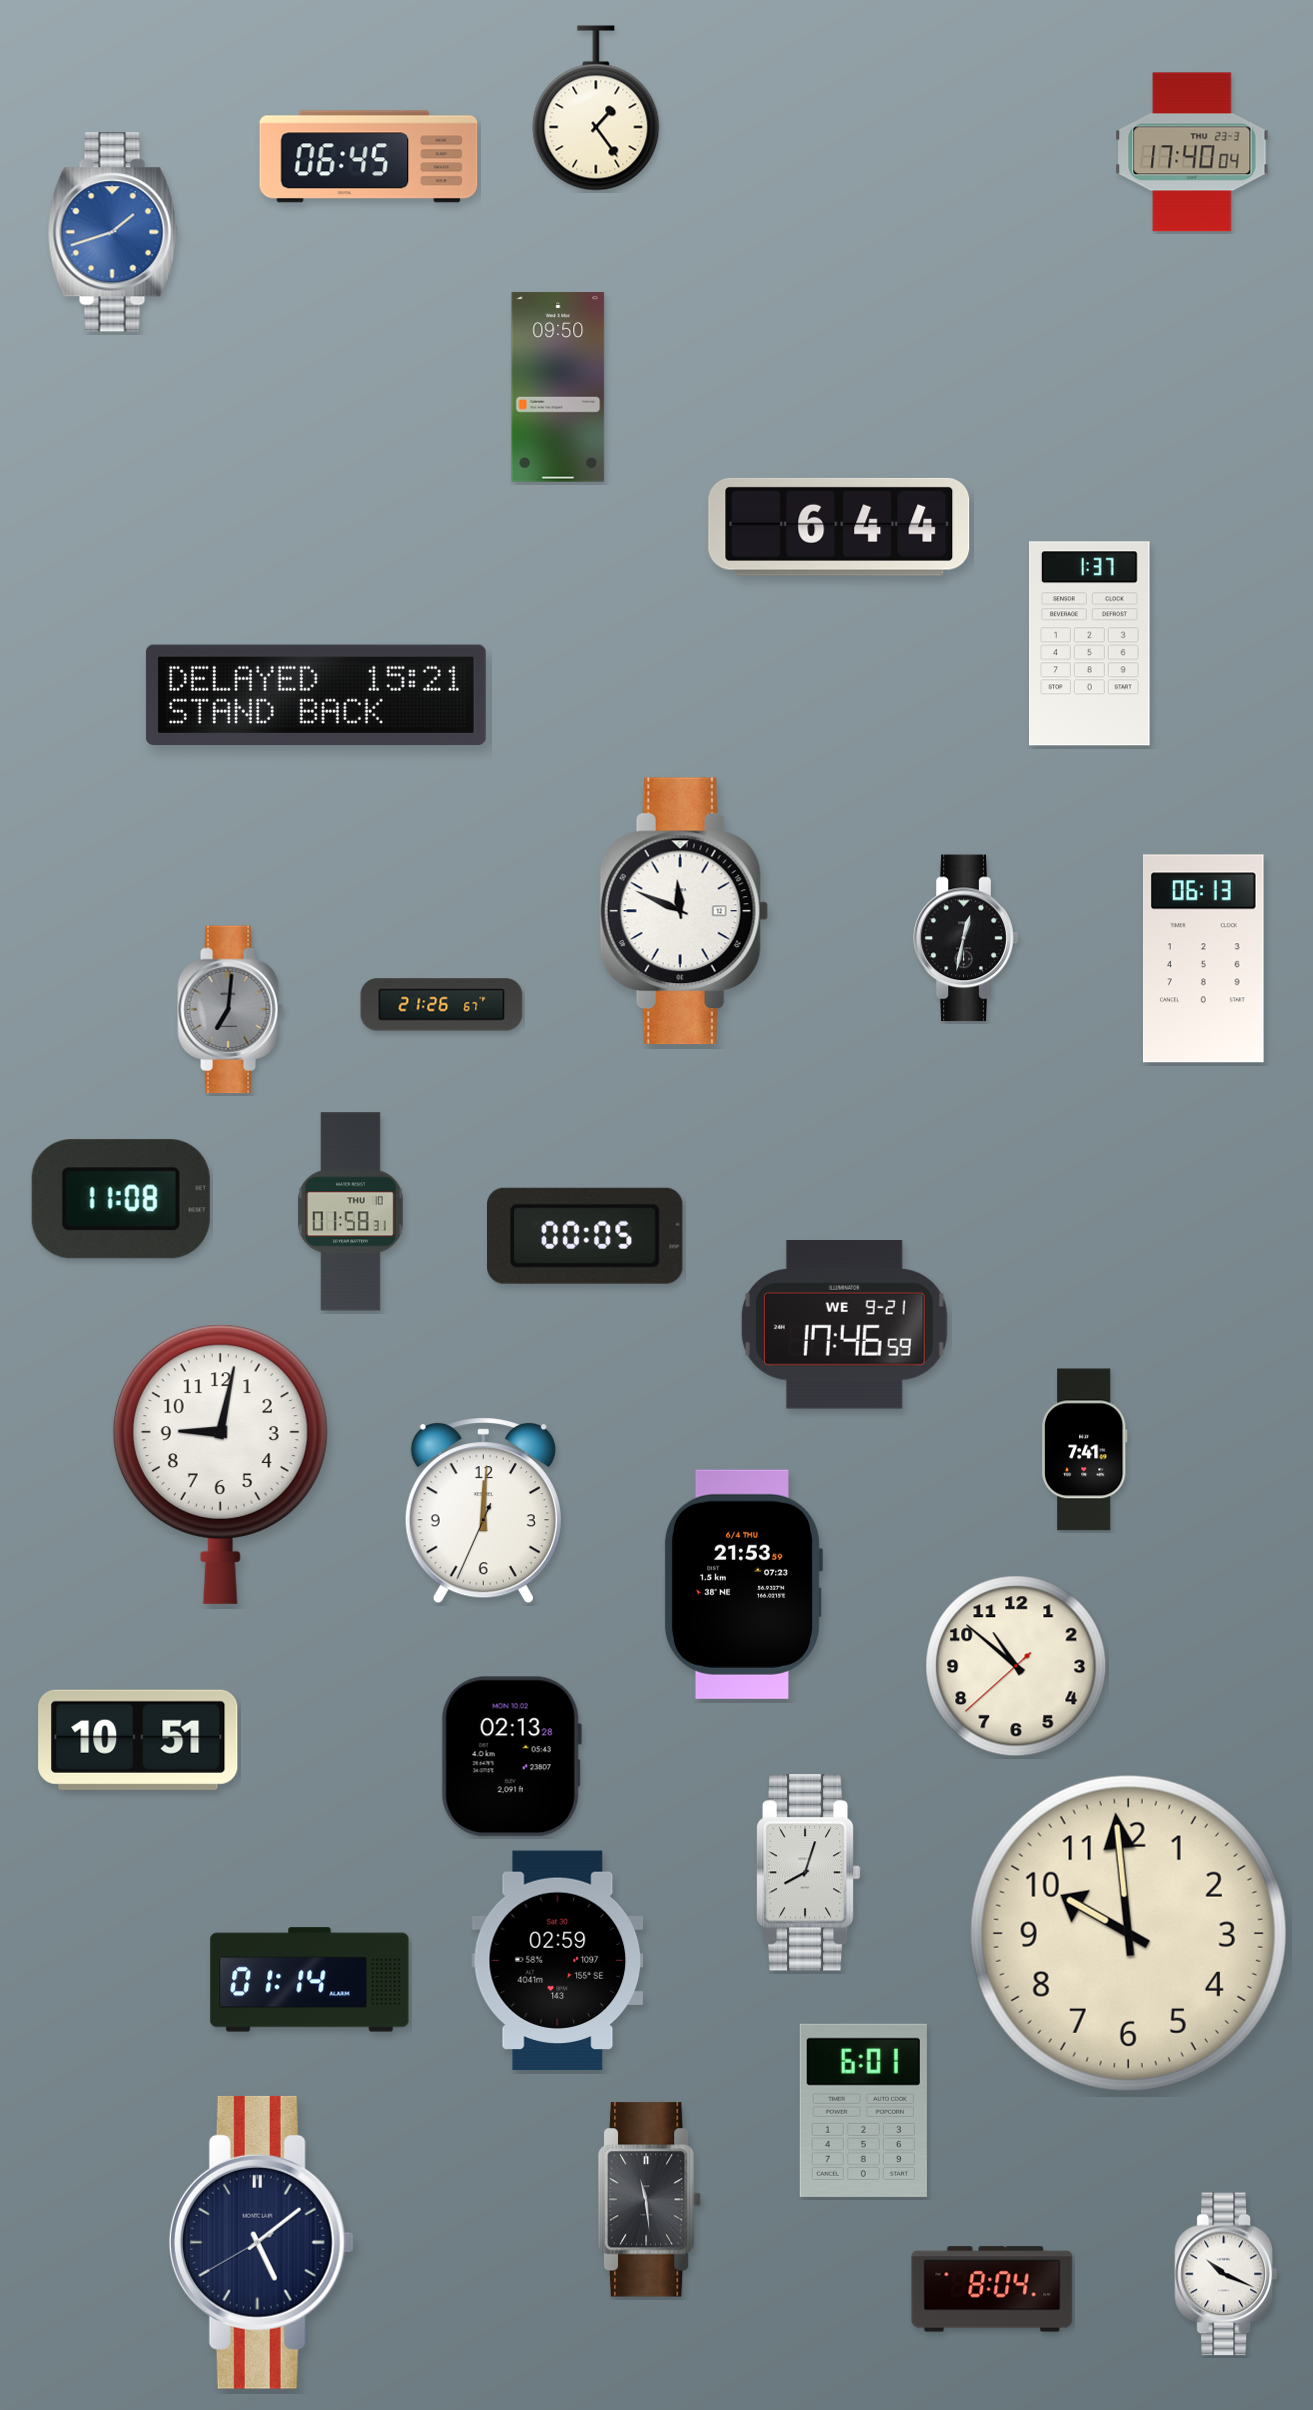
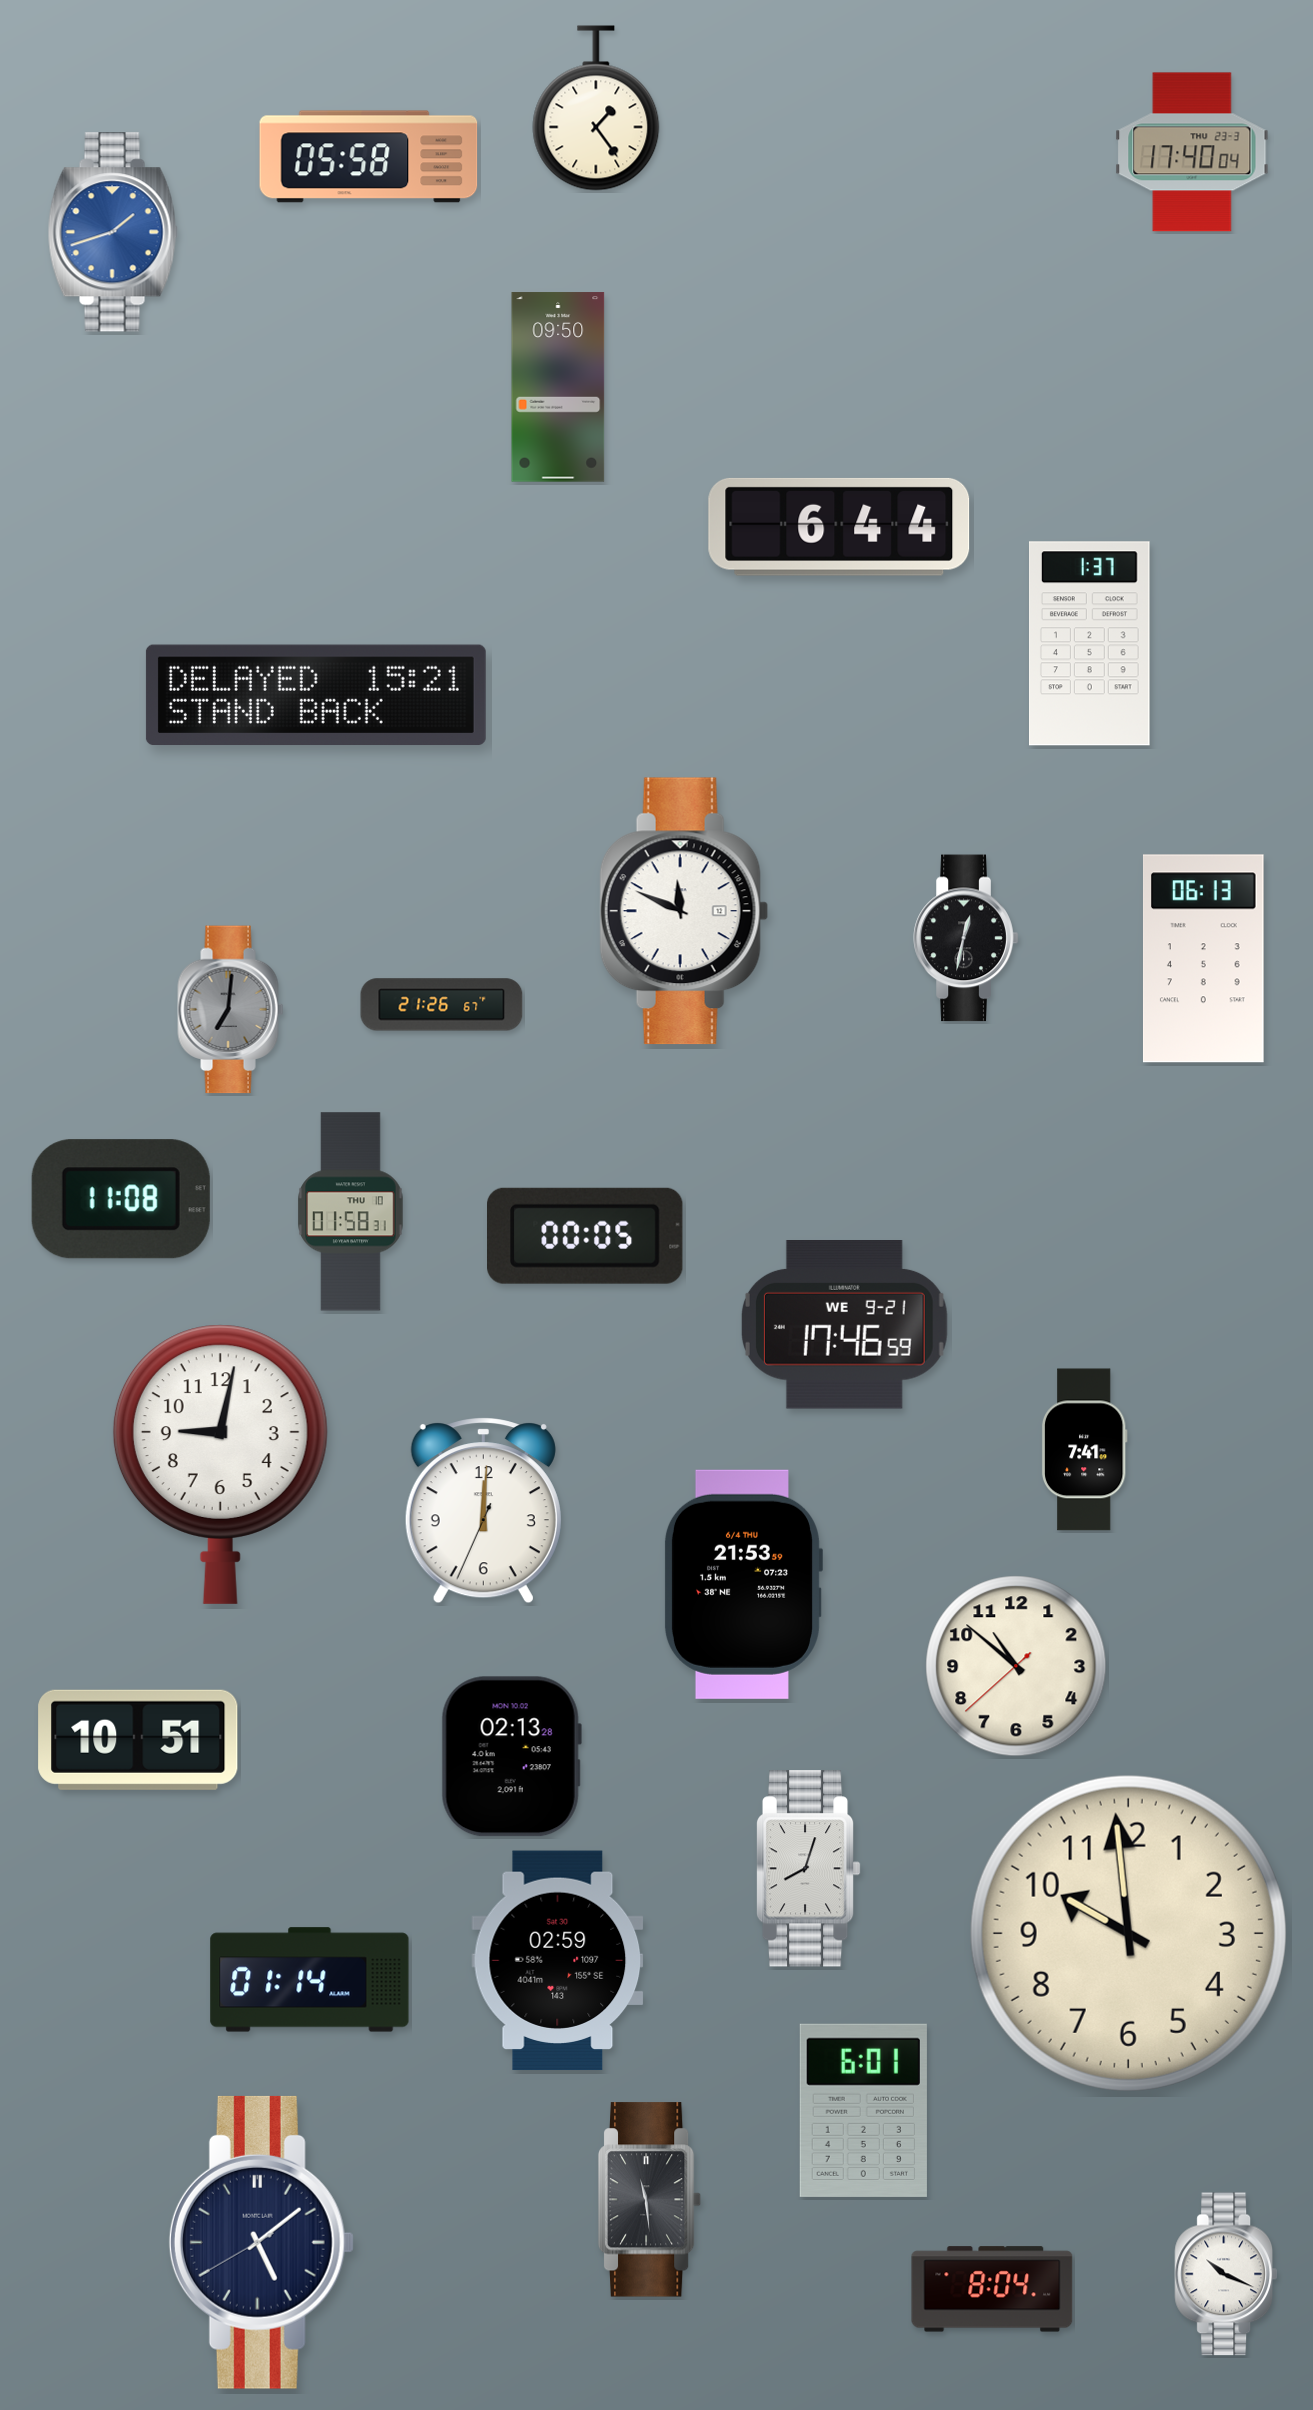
clock at (369, 157): 06:45 -> 05:58
clock at (808, 1873) position: (808, 1873) -> (808, 1869)
